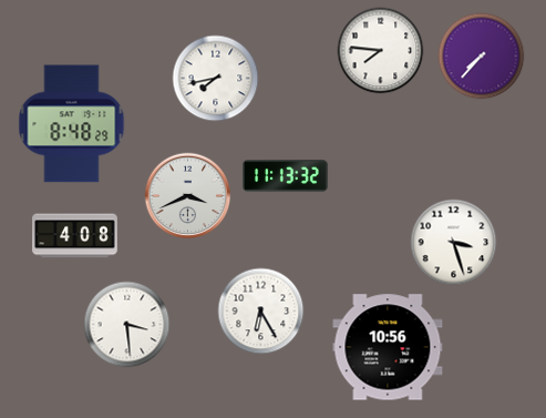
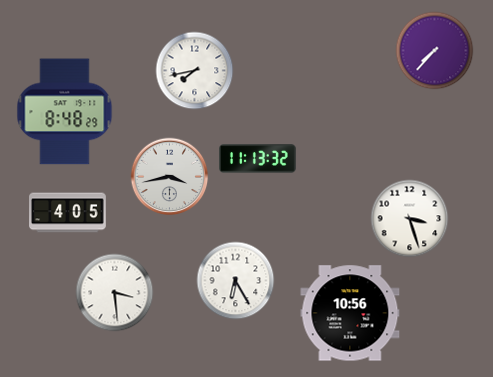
clock at (380, 50): 7:46 -> none
clock at (187, 195): 3:41 -> 3:43
clock at (75, 236): 4:08 -> 4:05
